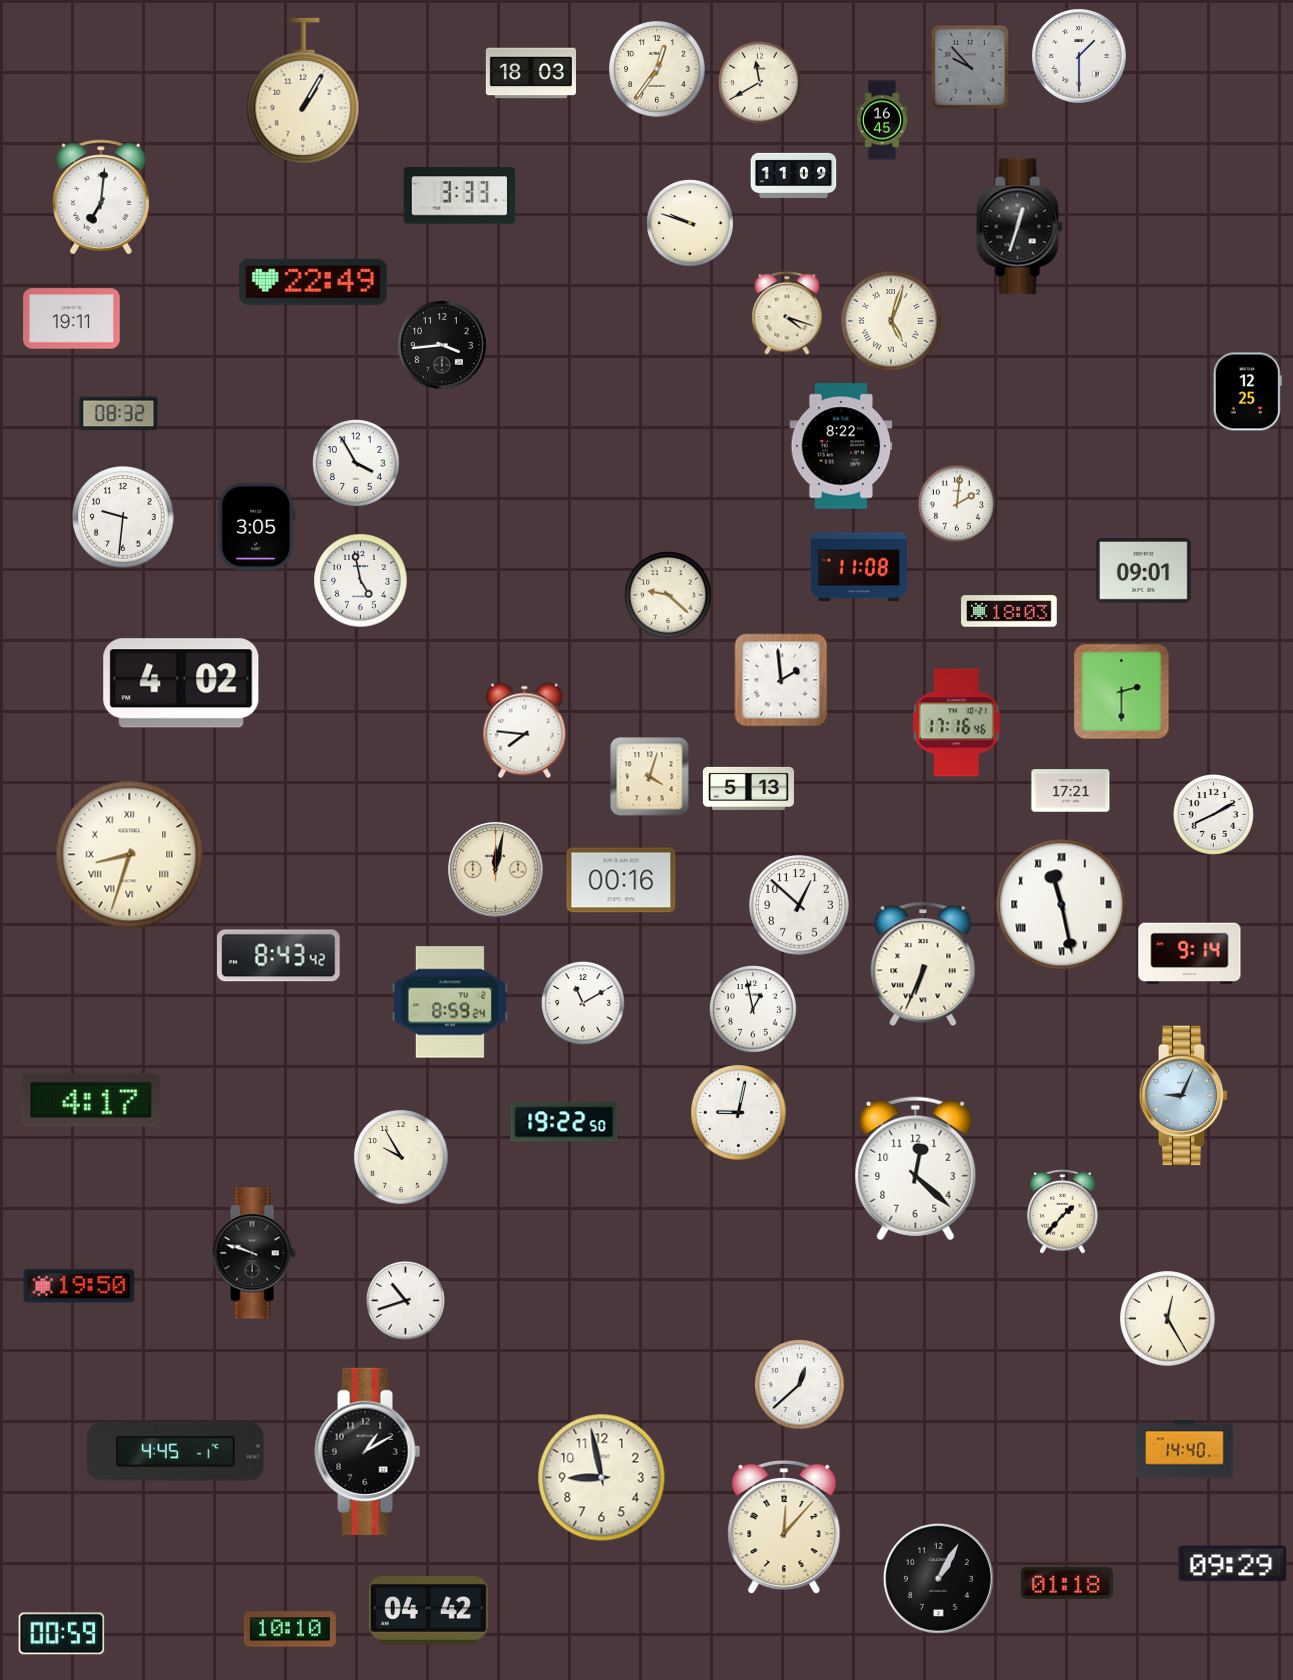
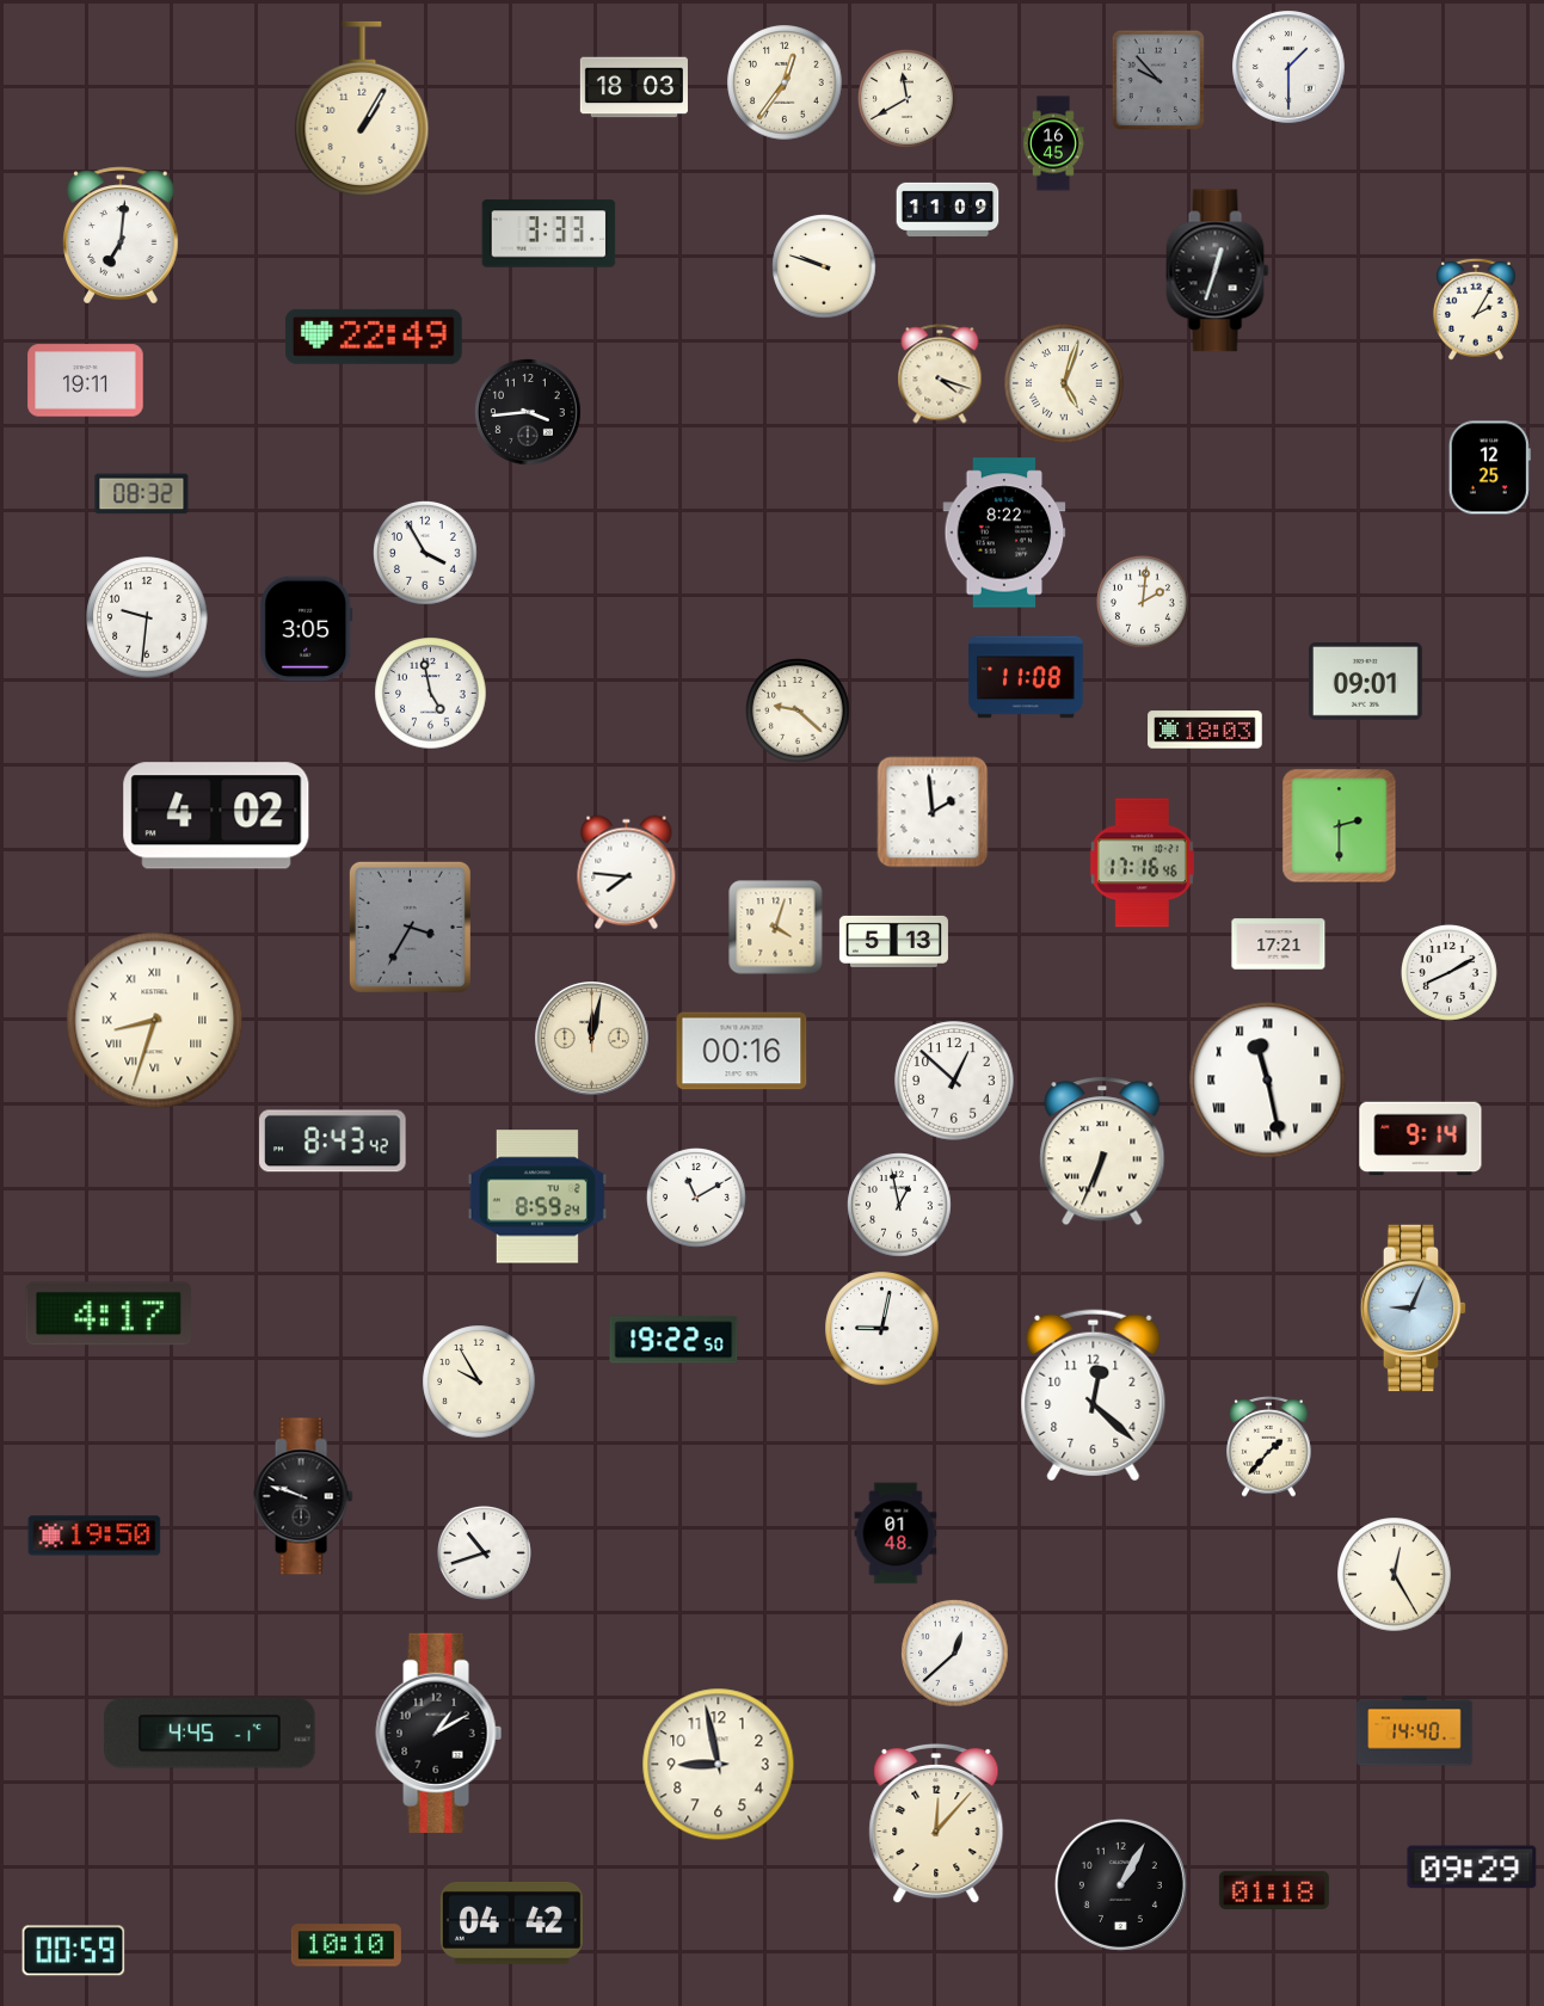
clock at (1477, 309): none -> 2:05
clock at (410, 927): none -> 3:35
clock at (896, 1533): none -> 01:48
